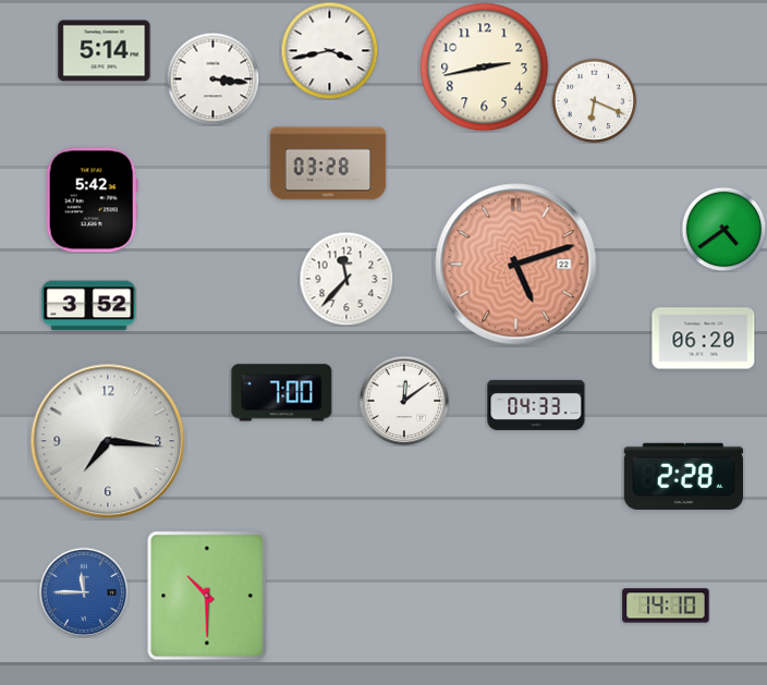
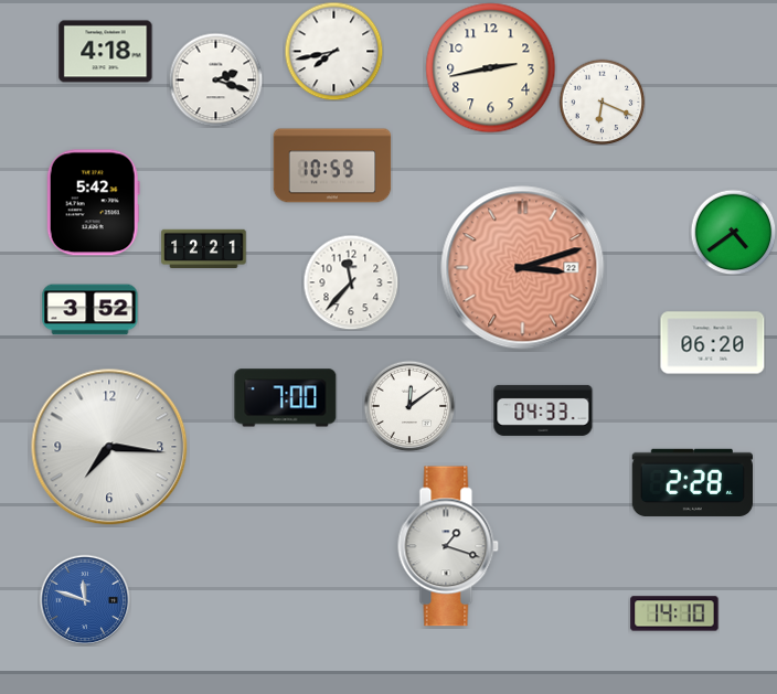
clock at (329, 50): 3:43 -> 7:43
clock at (105, 51): 5:14 -> 4:18
clock at (212, 78): 3:16 -> 2:18
clock at (328, 163): 03:28 -> 10:59
clock at (204, 248): none -> 12:21
clock at (516, 265): 5:12 -> 3:12
clock at (448, 546): none -> 1:18
clock at (84, 592): 11:45 -> 11:48
clock at (207, 596): 10:30 -> none
